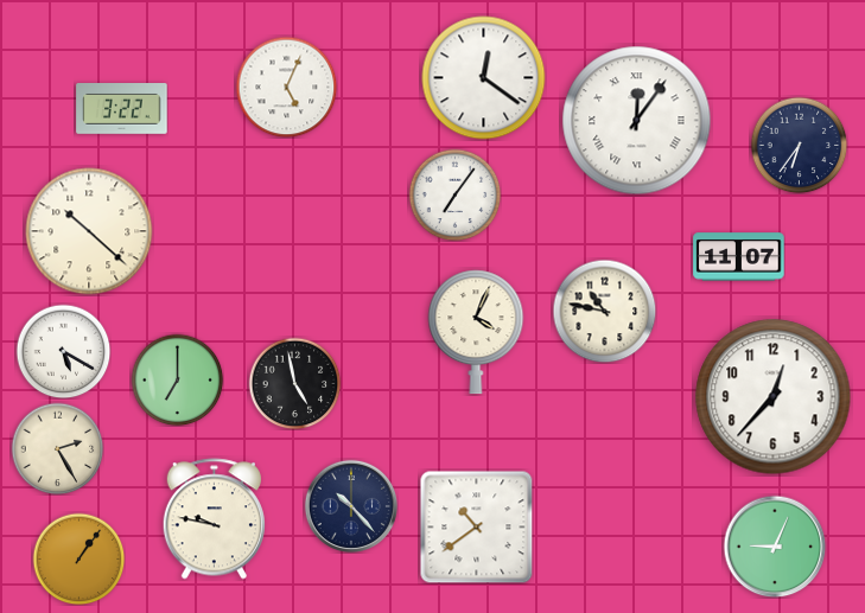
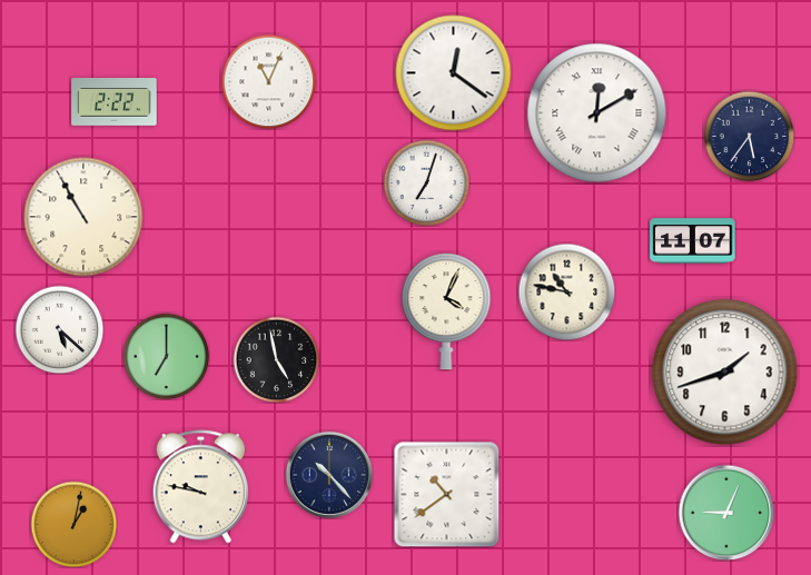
clock at (286, 87): 5:04 -> 11:04
clock at (122, 109): 3:22 -> 2:22
clock at (637, 121): 12:06 -> 12:10
clock at (799, 145): 6:36 -> 5:36
clock at (454, 194): 7:06 -> 7:03
clock at (89, 231): 10:22 -> 10:55
clock at (63, 351): 5:20 -> 5:22
clock at (774, 397): 12:37 -> 1:42
clock at (57, 448): 2:25 -> none
clock at (78, 558): 1:06 -> 1:02
